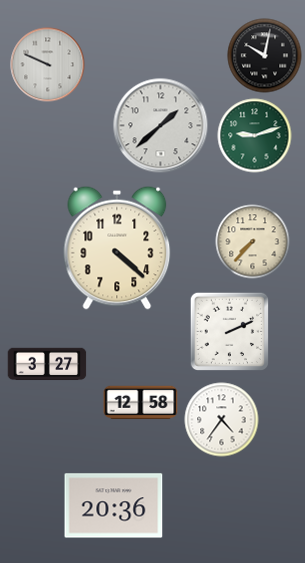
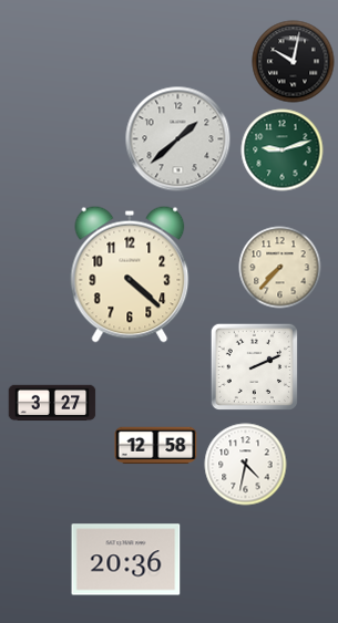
clock at (48, 65): 9:49 -> none
clock at (222, 420): 4:36 -> 4:32
